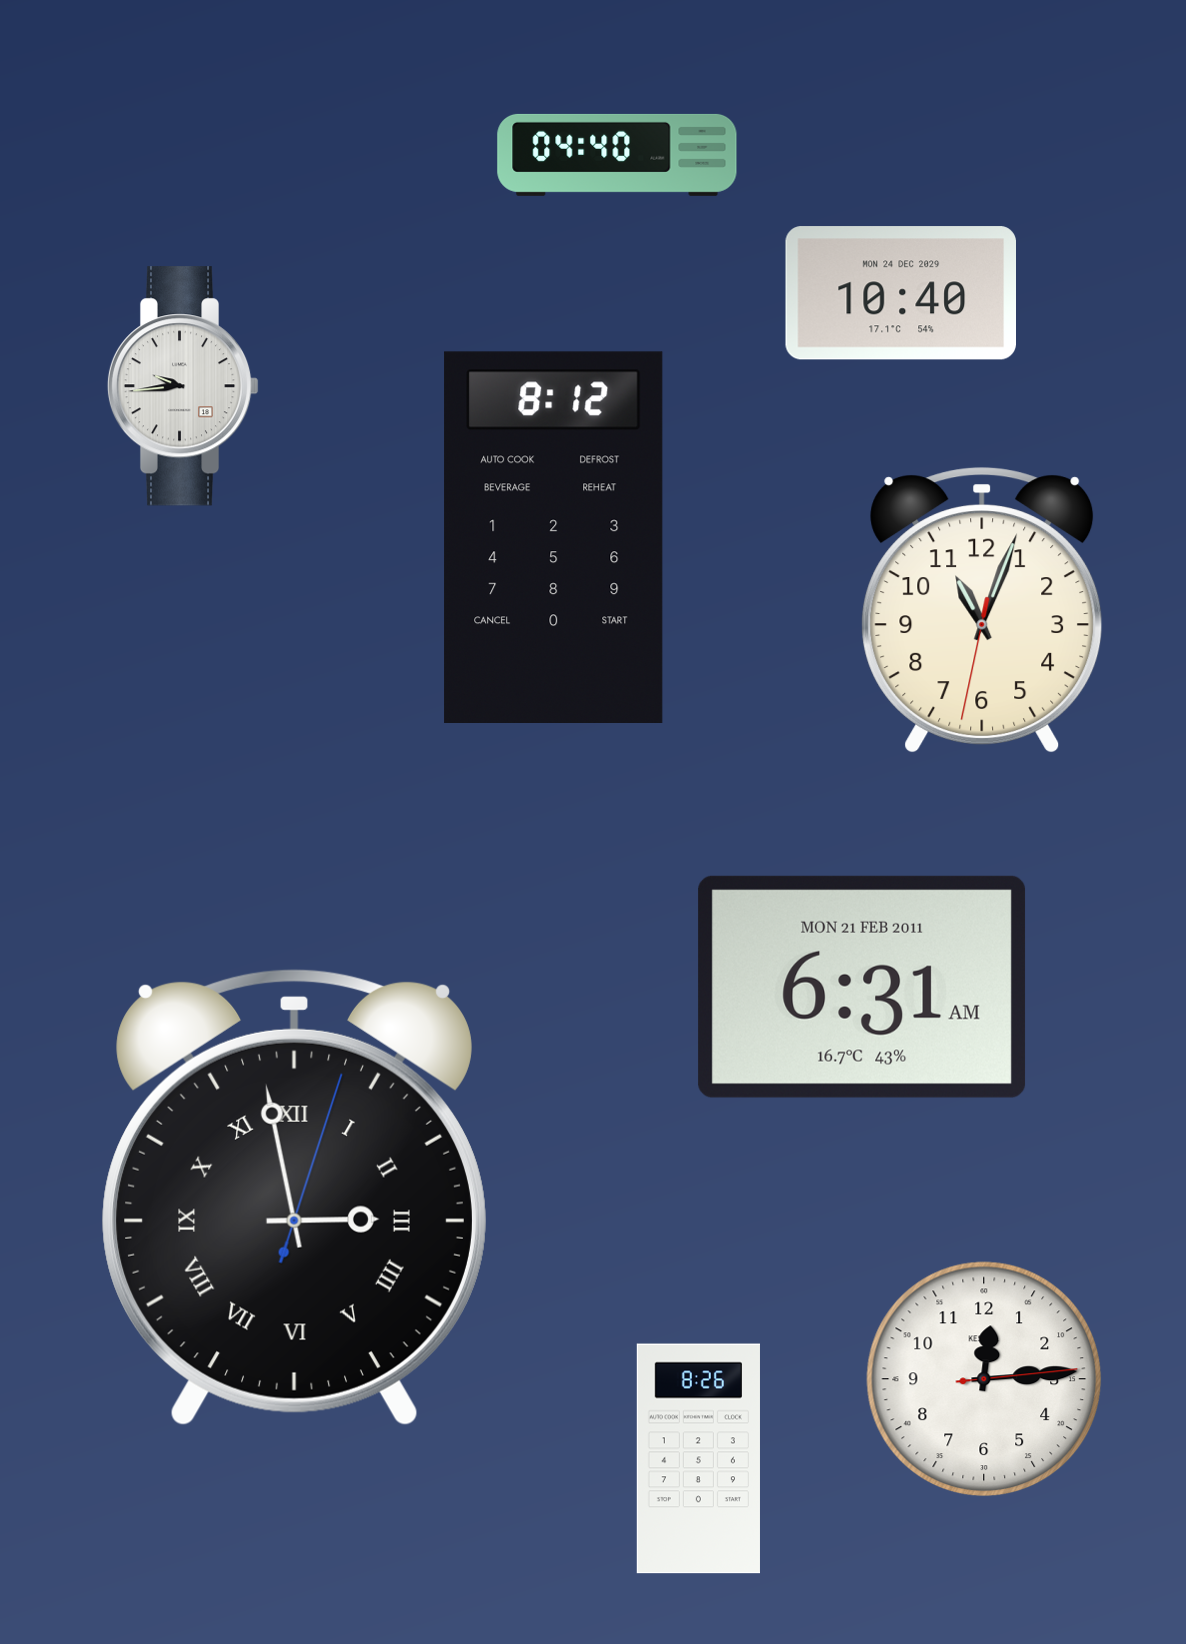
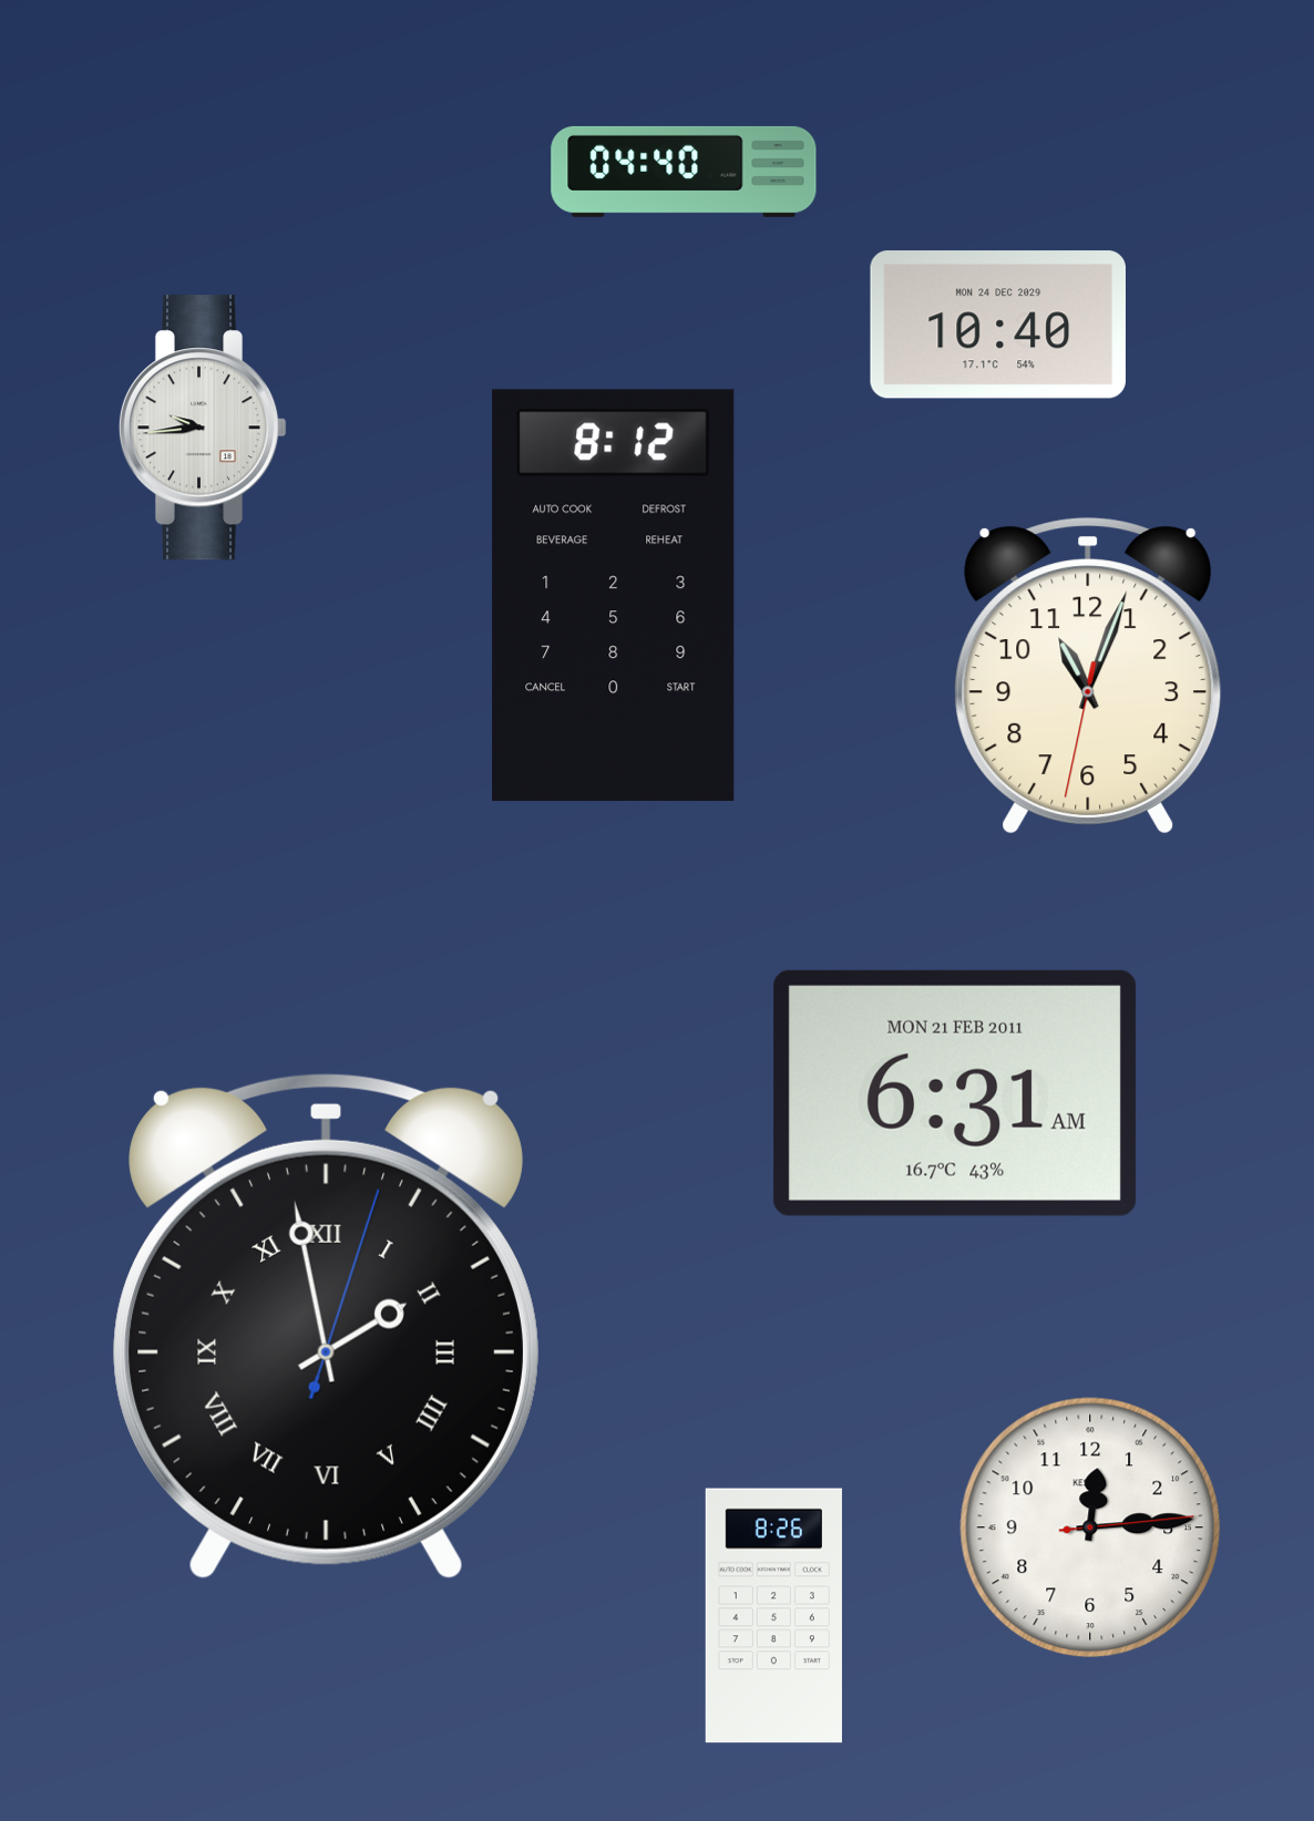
clock at (294, 1198): 2:58 -> 1:58
